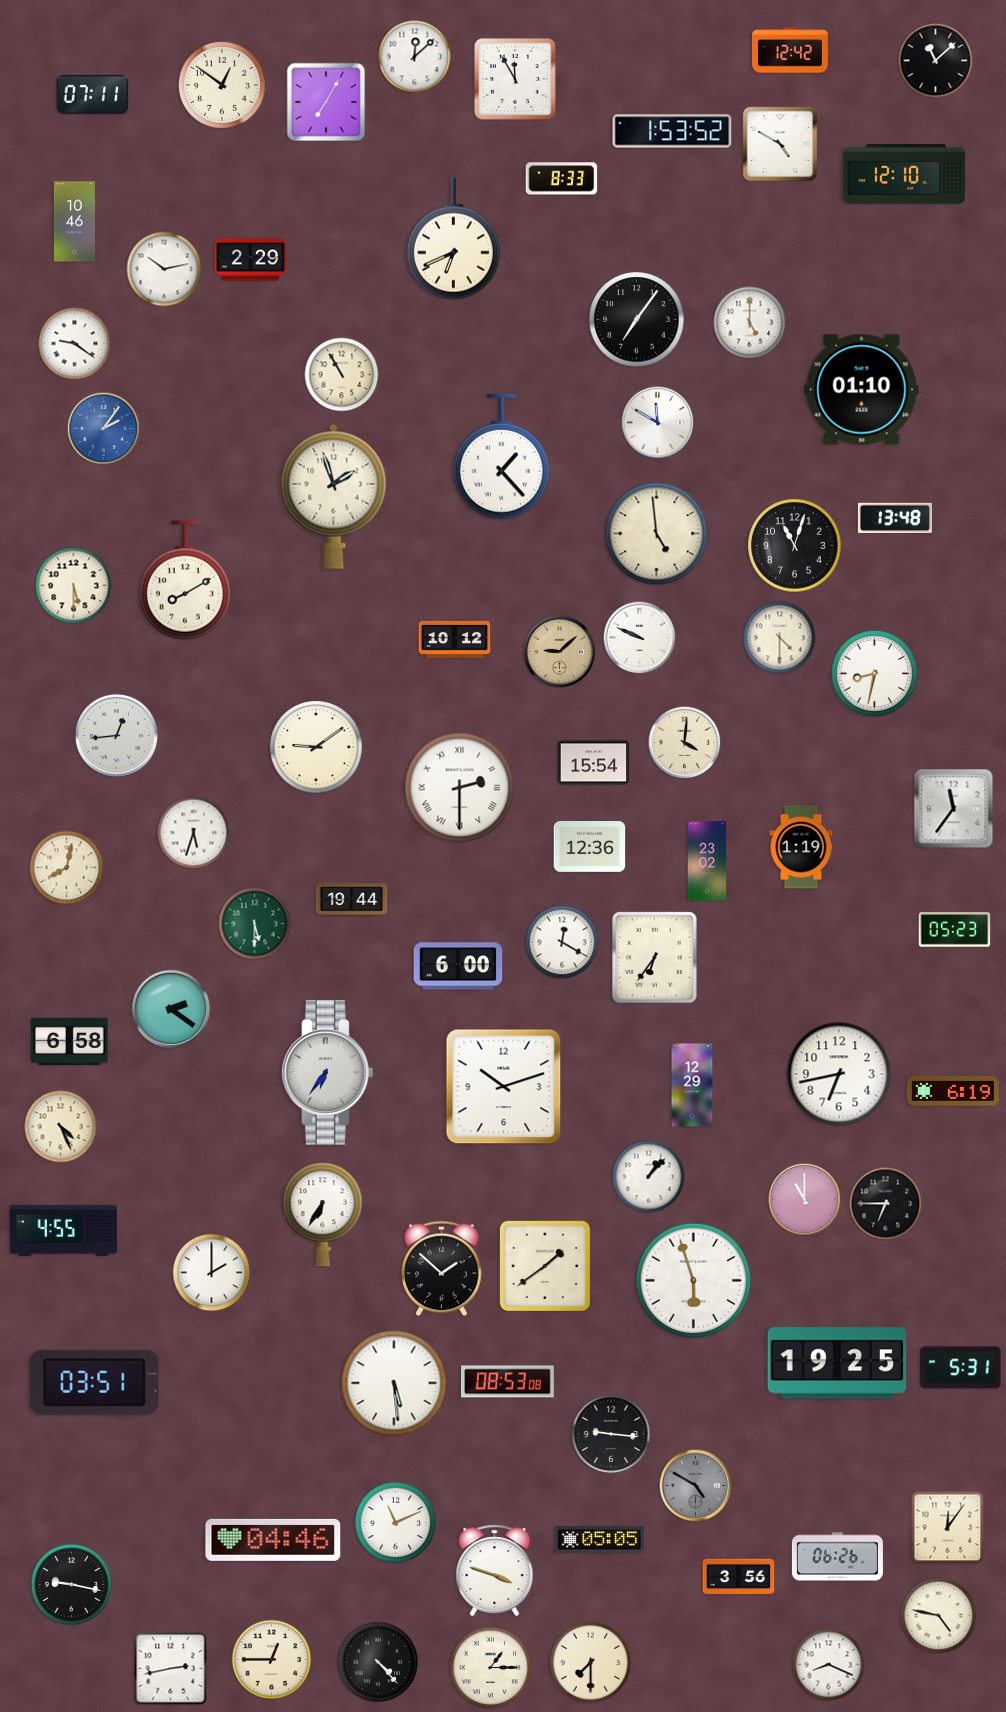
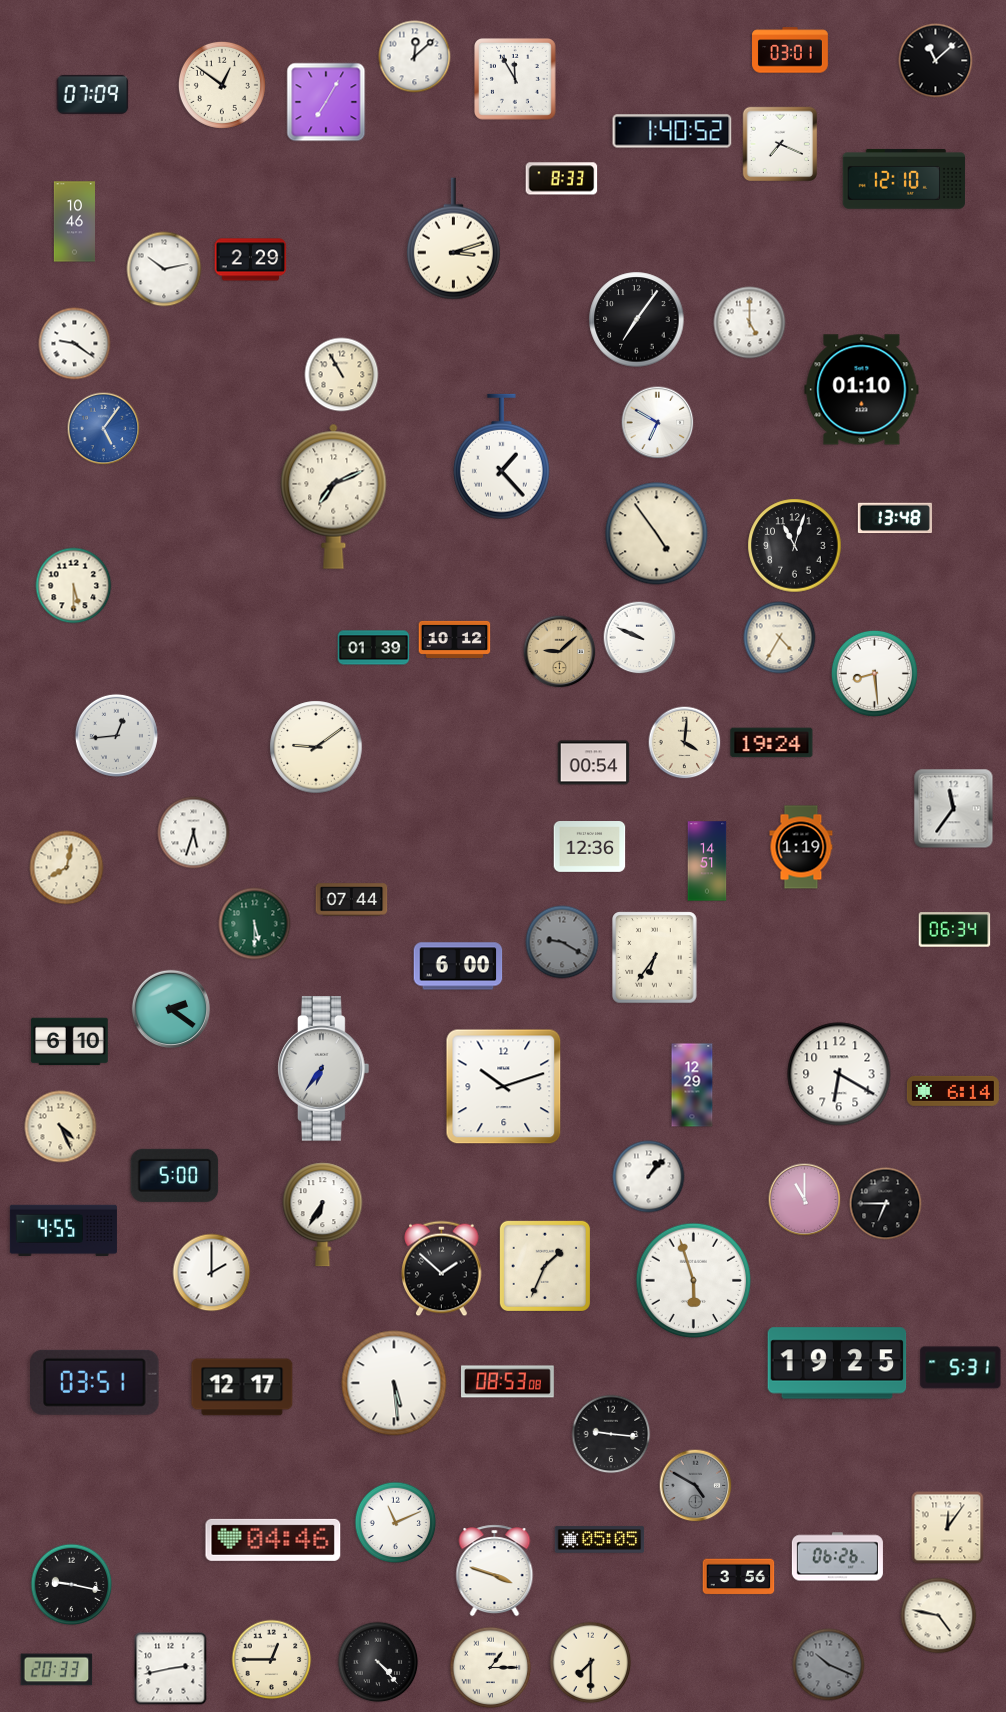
clock at (791, 50): 12:42 -> 03:01
clock at (93, 94): 07:11 -> 07:09
clock at (672, 131): 1:53 -> 1:40
clock at (780, 144): 4:50 -> 7:19
clock at (904, 175) position: (904, 175) -> (904, 180)
clock at (453, 239): 6:41 -> 3:12
clock at (658, 423): 11:50 -> 6:50
clock at (104, 429): 2:06 -> 5:06
clock at (334, 496): 1:57 -> 7:11
clock at (657, 534): 4:59 -> 4:54
clock at (185, 580): 8:10 -> none
clock at (780, 638): 4:30 -> 4:35
clock at (374, 648): none -> 01:39
clock at (874, 673): 8:32 -> 8:29
clock at (772, 743): none -> 19:24
clock at (594, 763): 15:54 -> 00:54
clock at (460, 788): 2:30 -> none
clock at (707, 861): 23:02 -> 14:51
clock at (352, 900): 19:44 -> 07:44
clock at (955, 930): 05:23 -> 06:34
clock at (562, 942): 12:20 -> 9:20
clock at (562, 942) dial: white -> grey
clock at (70, 1042): 6:58 -> 6:10
clock at (328, 1073) position: (328, 1073) -> (324, 1069)
clock at (839, 1074): 6:43 -> 6:20
clock at (953, 1091): 6:19 -> 6:14
clock at (175, 1175): none -> 5:00
clock at (545, 1266): 1:39 -> 1:34
clock at (242, 1387): none -> 12:17
clock at (829, 1665): 8:19 -> 10:19
clock at (829, 1665) dial: white -> grey
clock at (57, 1670): none -> 20:33
